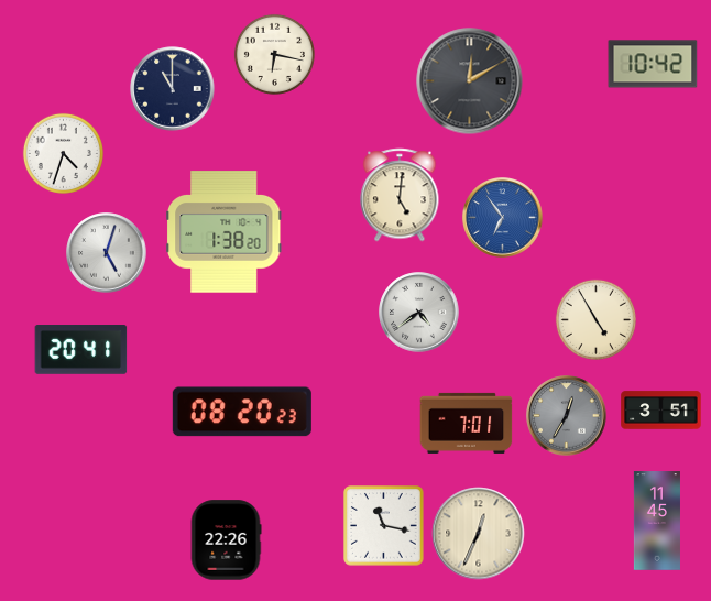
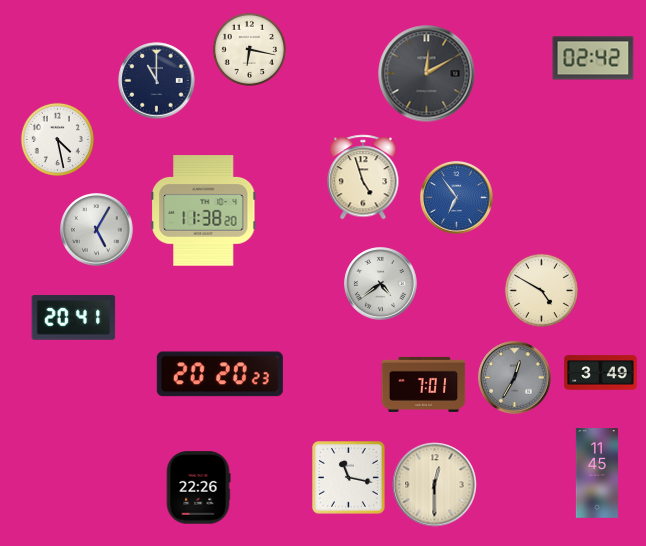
clock at (653, 64): 10:42 -> 02:42
clock at (63, 153): 4:33 -> 4:28
clock at (400, 195): 5:01 -> 4:57
clock at (225, 232): 1:38 -> 11:38
clock at (107, 253): 5:03 -> 5:05
clock at (595, 319): 4:55 -> 4:50
clock at (661, 411): 3:51 -> 3:49
clock at (242, 412): 08:20 -> 20:20
clock at (479, 534): 12:34 -> 12:30
clock at (226, 540) position: (226, 540) -> (198, 488)
